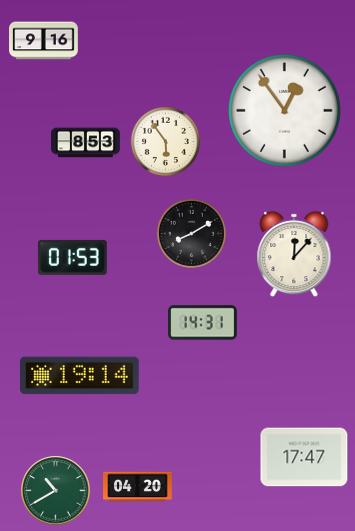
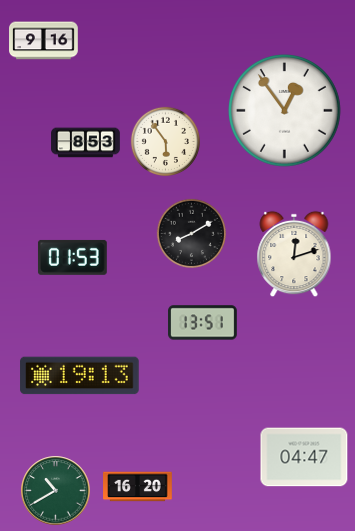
clock at (294, 254): 12:07 -> 12:12
clock at (203, 323): 14:31 -> 13:51
clock at (80, 376): 19:14 -> 19:13
clock at (304, 457): 17:47 -> 04:47
clock at (138, 487): 04:20 -> 16:20
